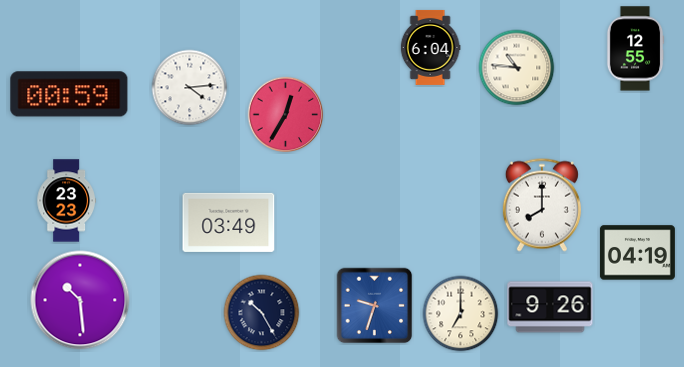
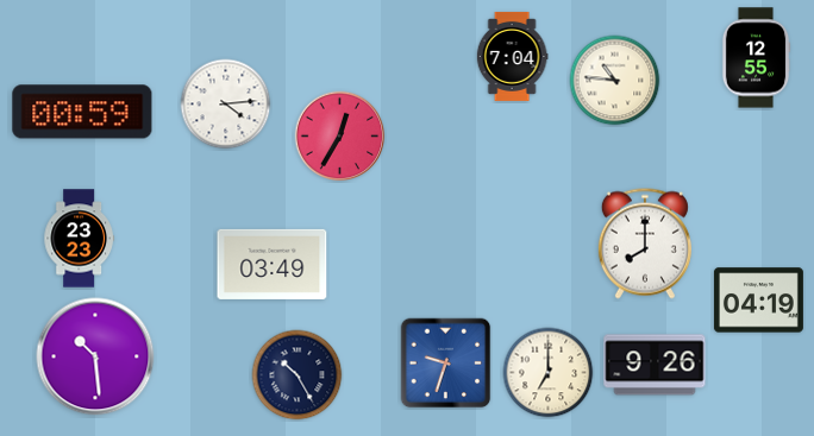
clock at (430, 47): 6:04 -> 7:04
clock at (262, 313) position: (262, 313) -> (298, 375)
